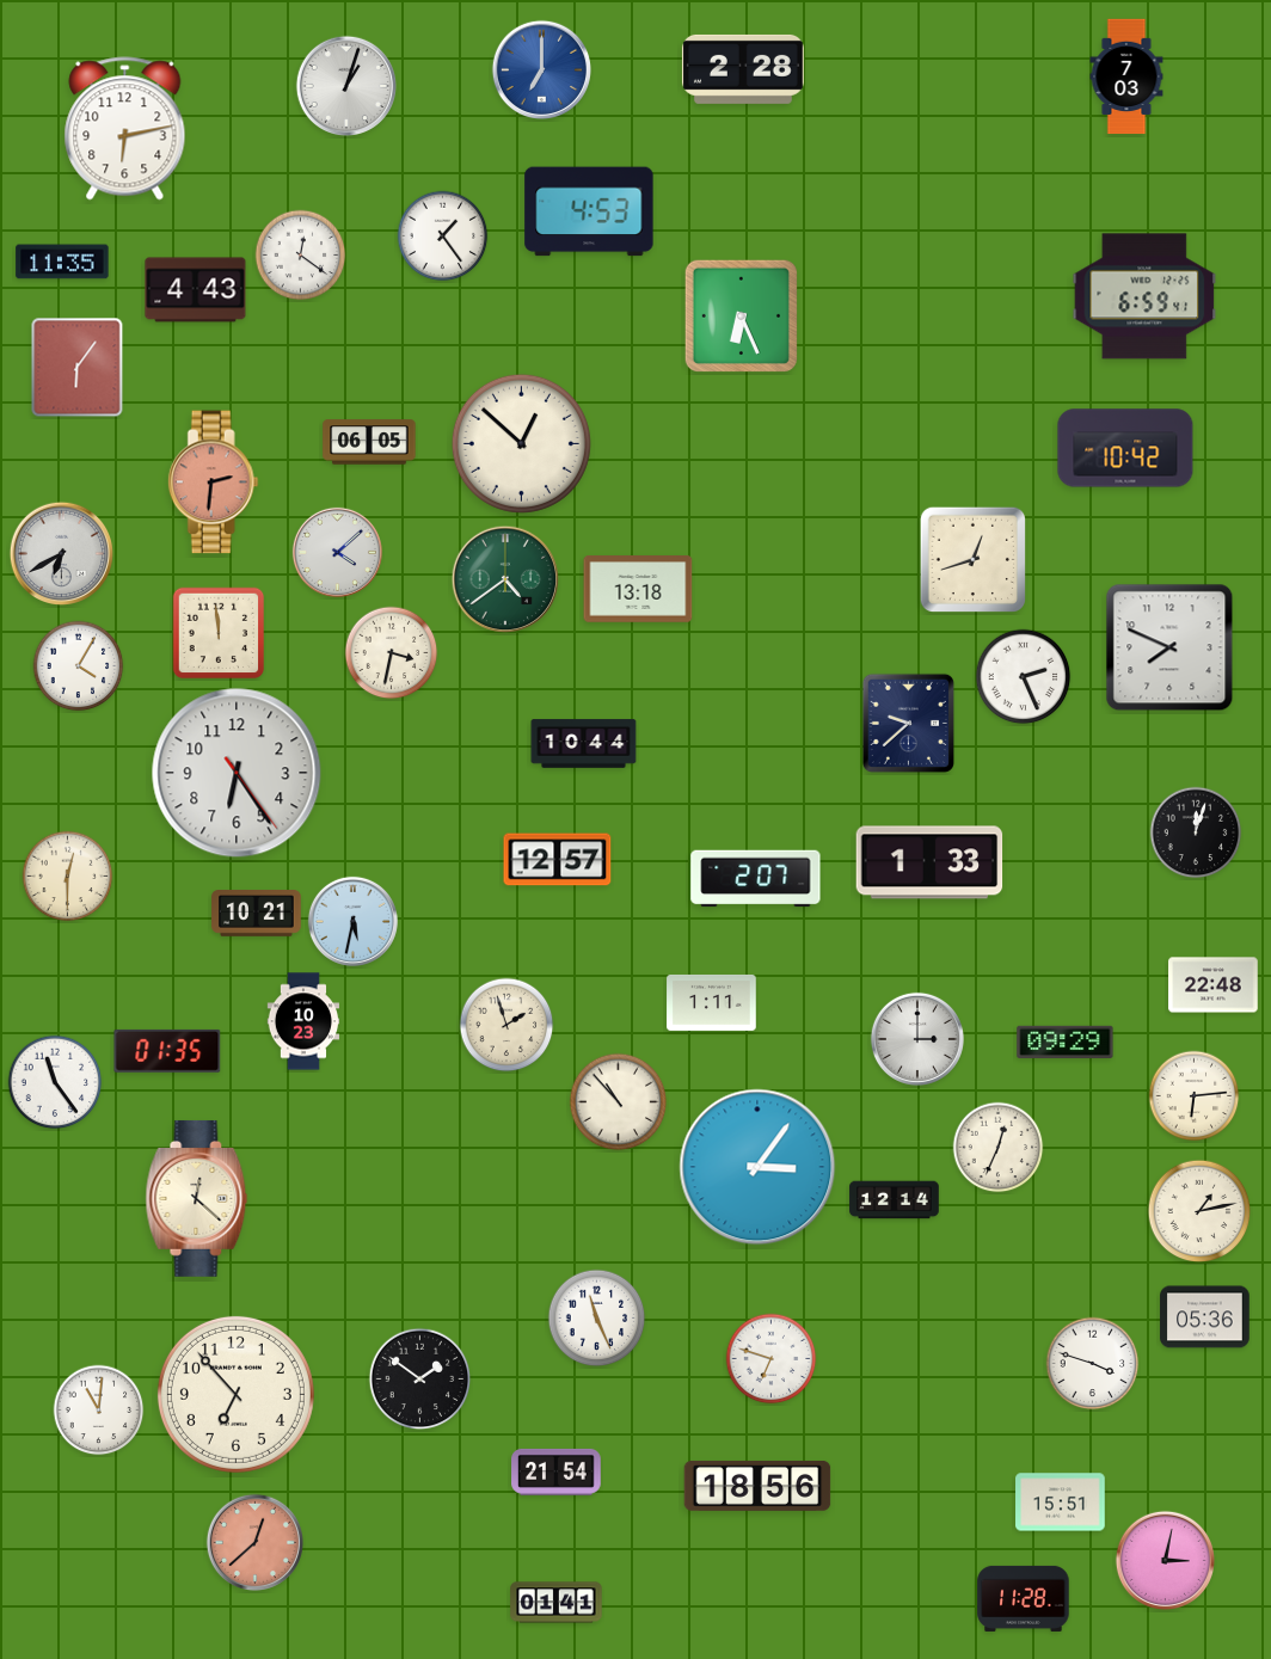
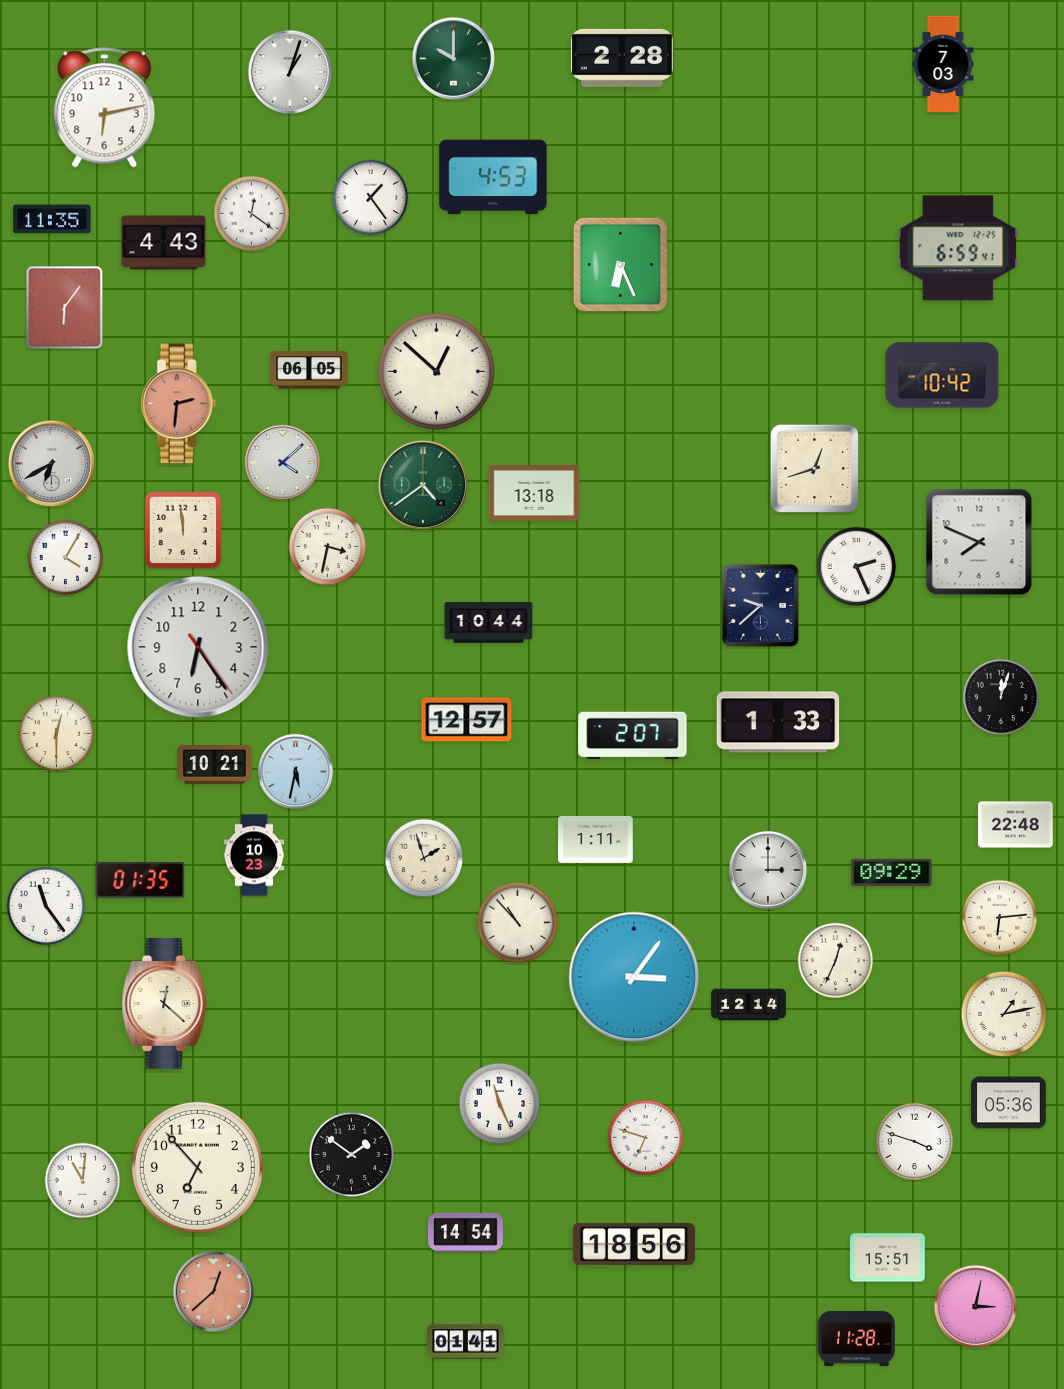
clock at (541, 69): 7:00 -> 10:00
clock at (541, 69) dial: blue -> green
clock at (557, 1471): 21:54 -> 14:54
